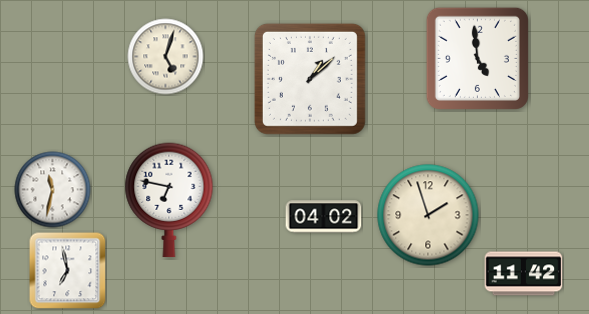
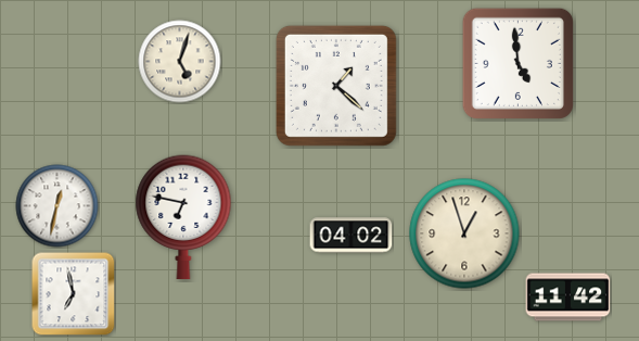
clock at (310, 79): 1:08 -> 1:22
clock at (53, 190): 11:32 -> 12:32
clock at (428, 215): 1:57 -> 12:57
